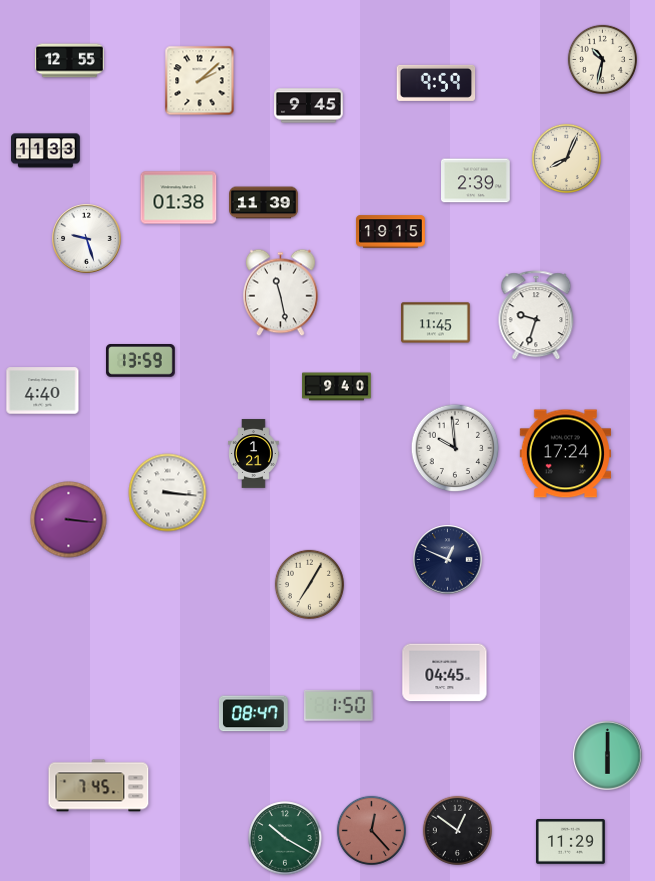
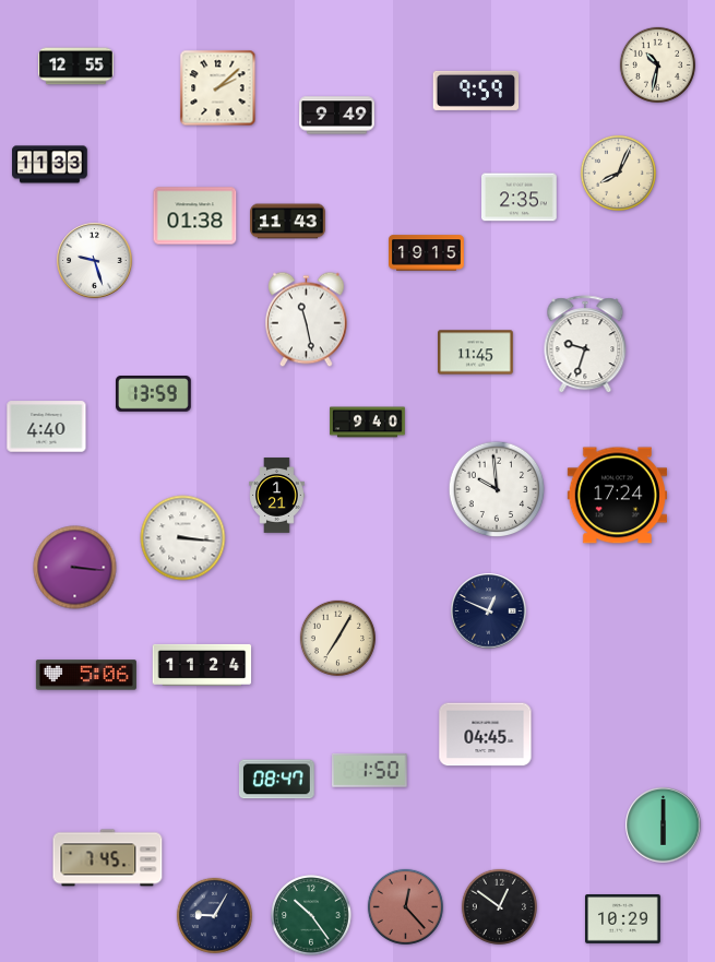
clock at (309, 106): 9:45 -> 9:49
clock at (476, 181): 2:39 -> 2:35
clock at (264, 203): 11:39 -> 11:43
clock at (202, 665): none -> 11:24
clock at (86, 675): none -> 5:06
clock at (214, 915): none -> 9:05
clock at (285, 838): 10:20 -> 10:24
clock at (571, 842): 11:29 -> 10:29
